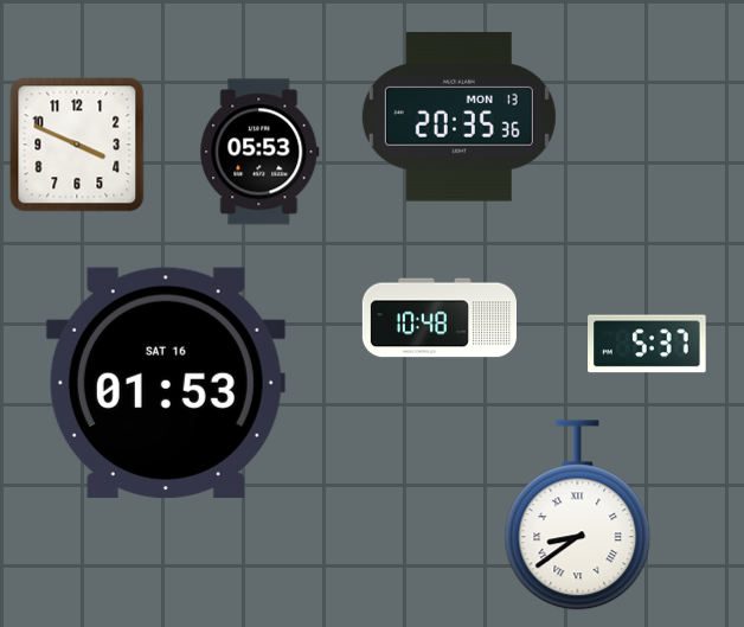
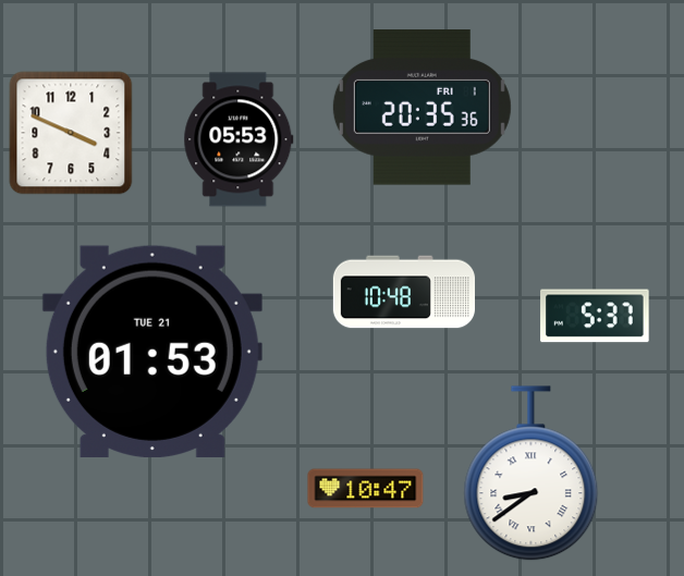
clock at (458, 117) date: MON 13 -> FRI 1
clock at (166, 383) date: SAT 16 -> TUE 21
clock at (366, 489): none -> 10:47
